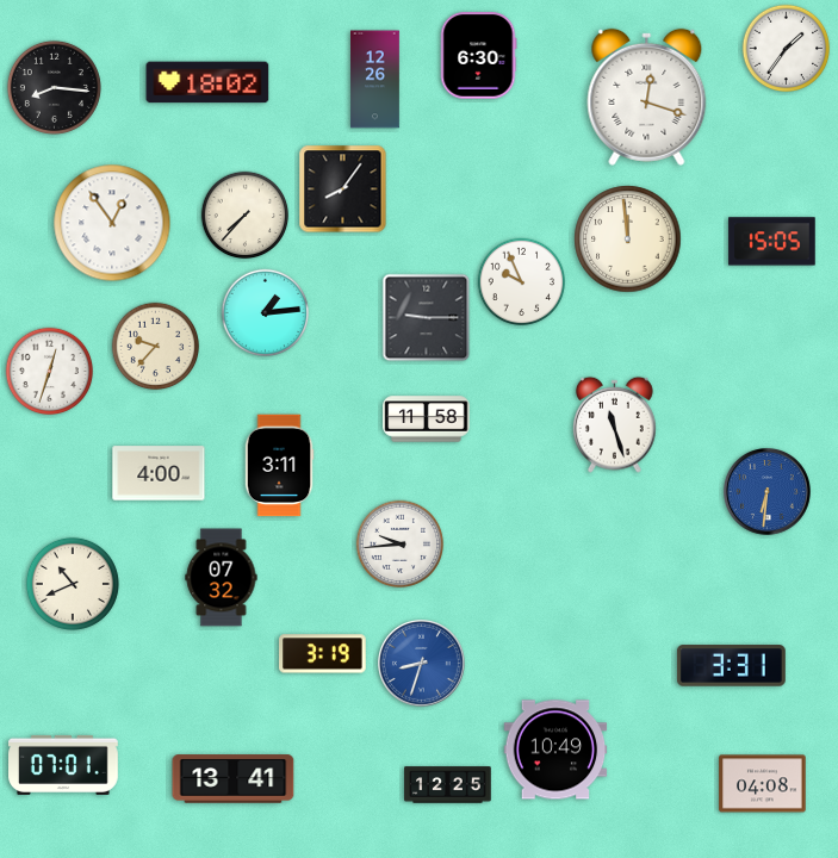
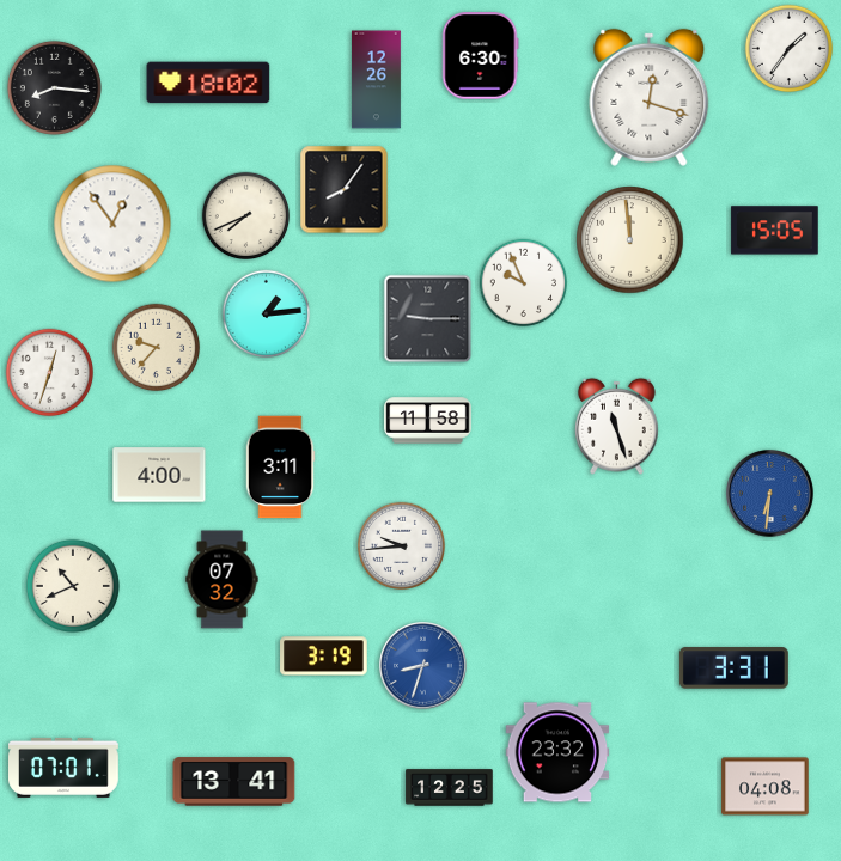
clock at (246, 216): 7:37 -> 7:41
clock at (772, 242) position: (772, 242) -> (775, 231)
clock at (555, 750): 10:49 -> 23:32
